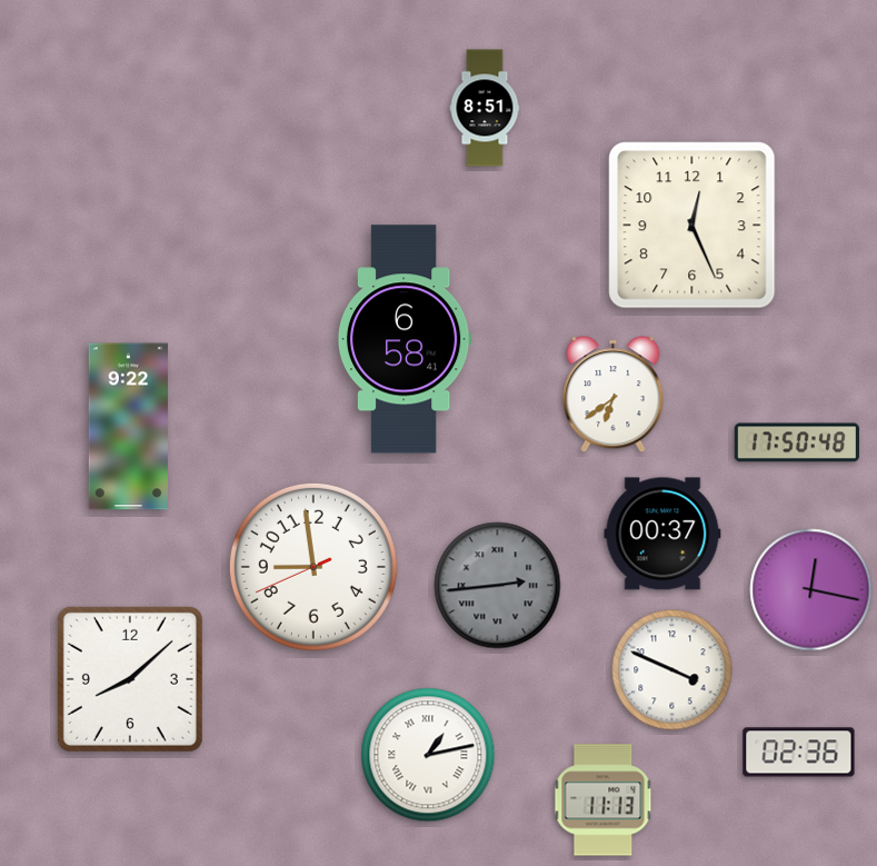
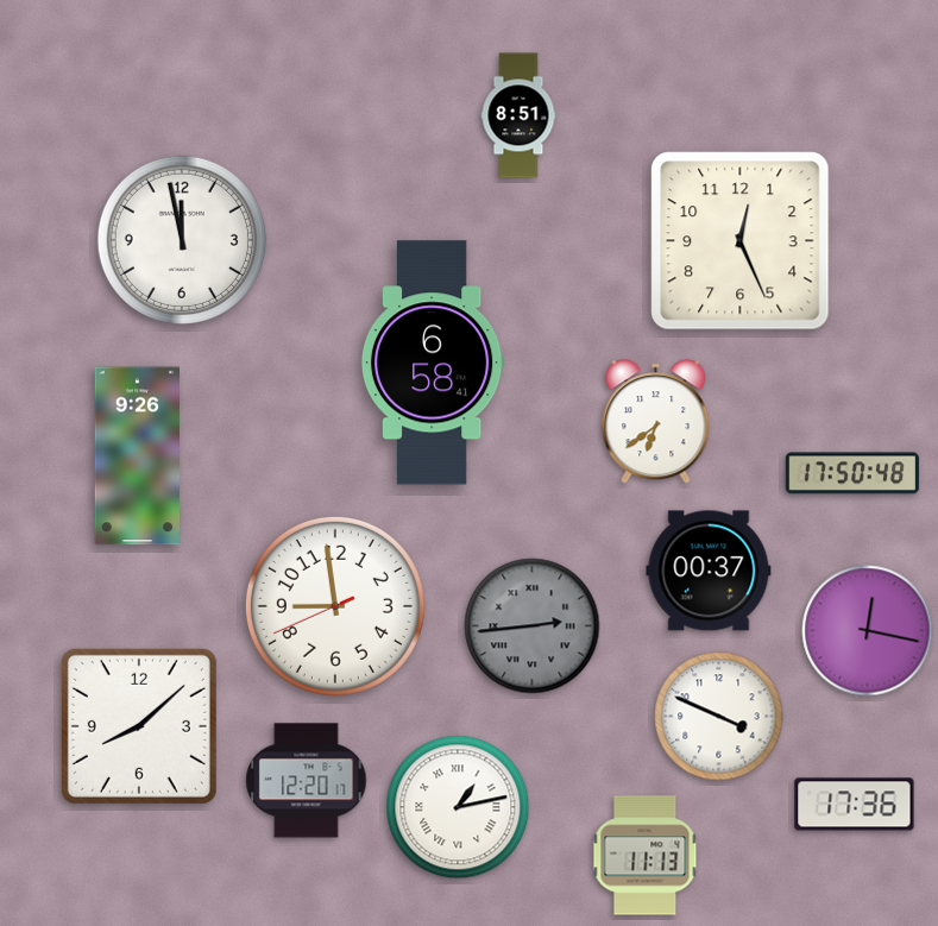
clock at (182, 240): none -> 11:58
clock at (128, 427): 9:22 -> 9:26
clock at (307, 781): none -> 12:20
clock at (799, 753): 02:36 -> 17:36
